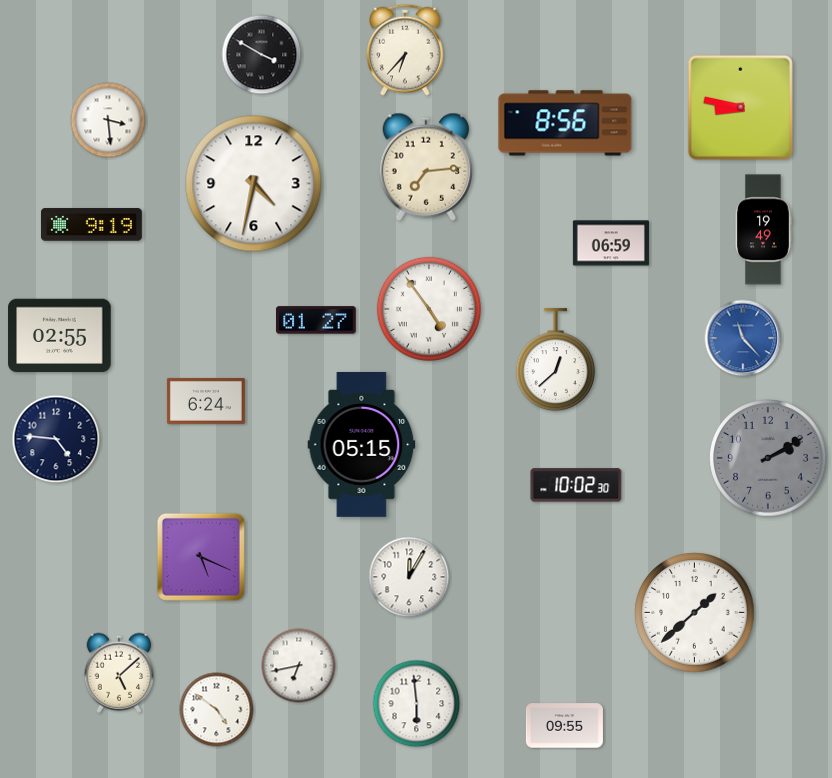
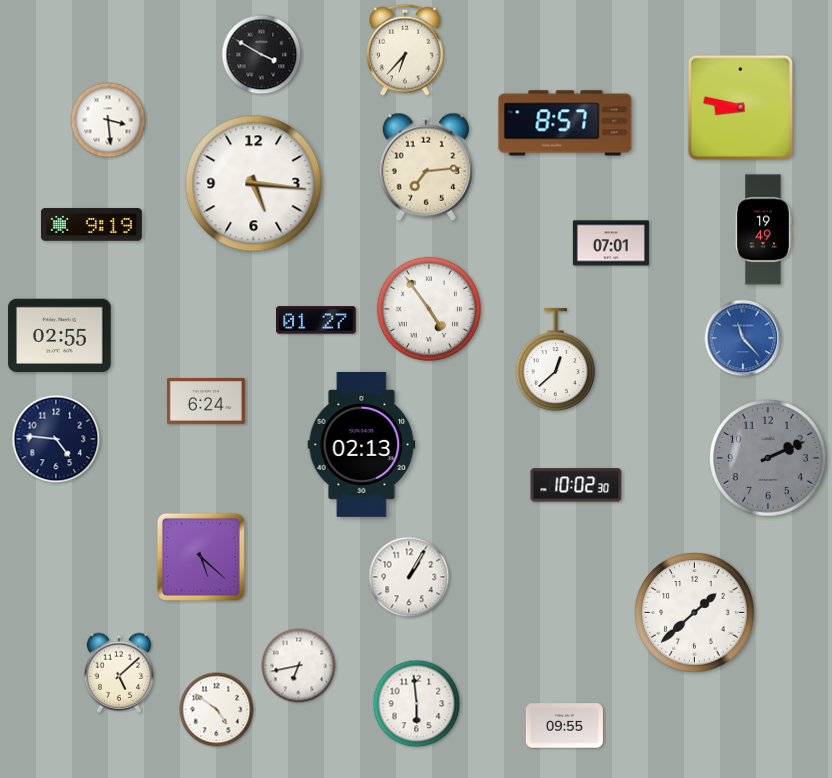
clock at (565, 123): 8:56 -> 8:57
clock at (254, 184): 4:32 -> 5:16
clock at (611, 243): 06:59 -> 07:01
clock at (362, 444): 05:15 -> 02:13
clock at (768, 458): 2:10 -> 2:11
clock at (201, 557): 5:19 -> 5:22
clock at (409, 577): 12:05 -> 1:05
